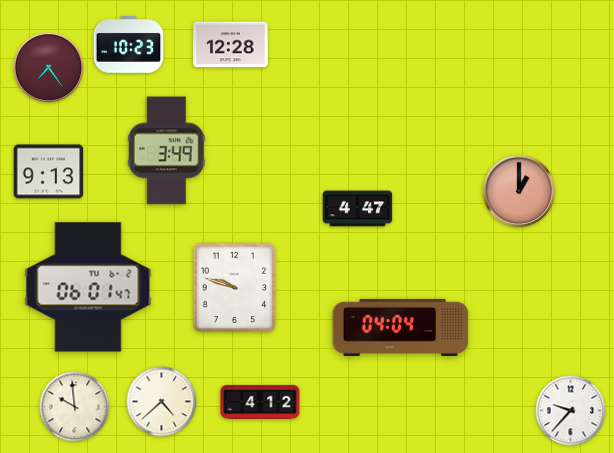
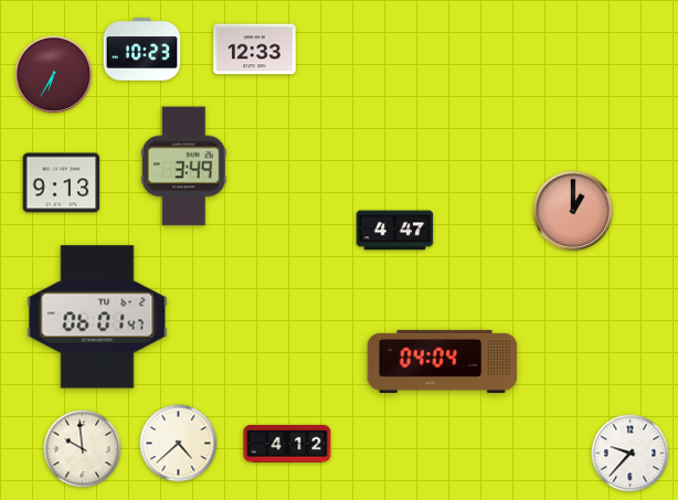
clock at (231, 45): 12:28 -> 12:33
clock at (49, 68): 7:24 -> 6:35
clock at (49, 172) position: (49, 172) -> (62, 183)
clock at (235, 288): 9:48 -> none
